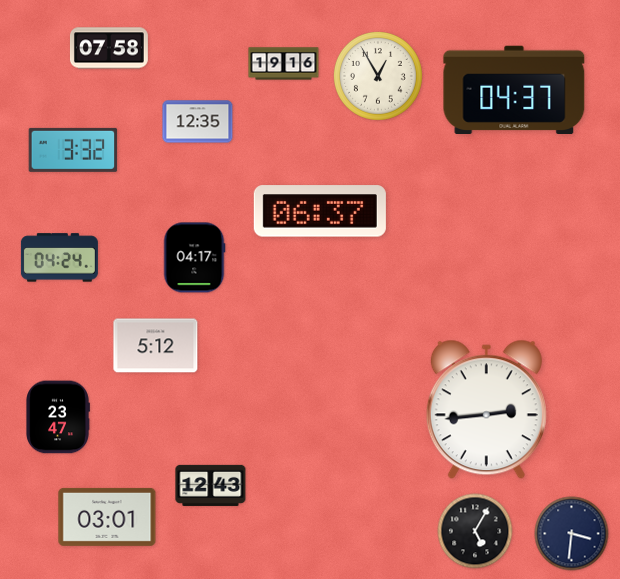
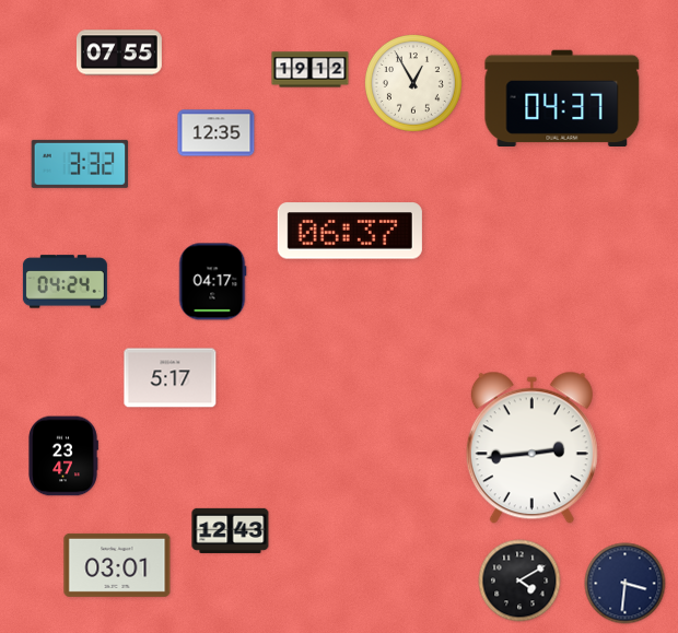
clock at (109, 48): 07:58 -> 07:55
clock at (284, 64): 19:16 -> 19:12
clock at (156, 346): 5:12 -> 5:17
clock at (475, 531): 5:05 -> 4:10
